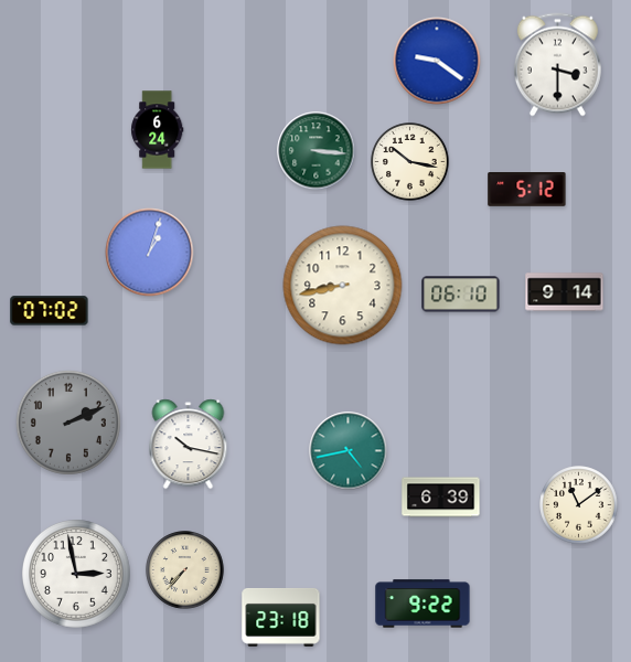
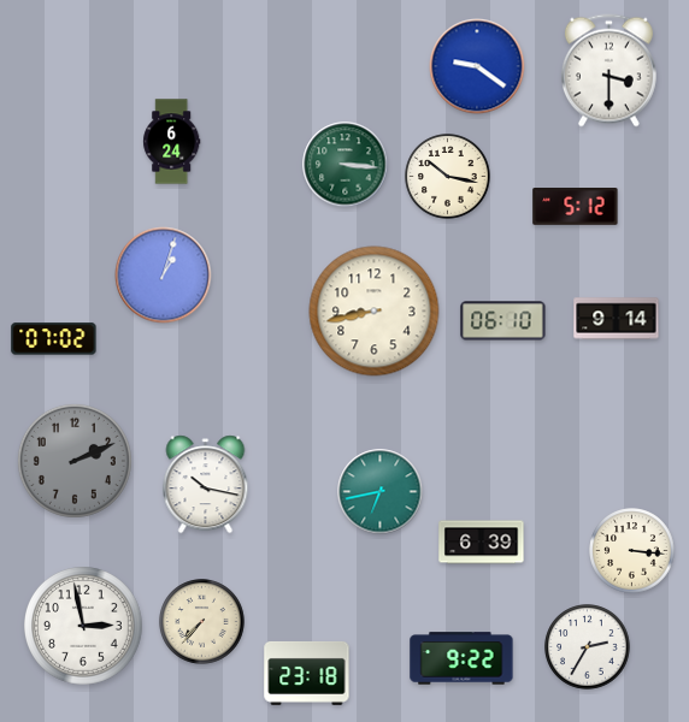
clock at (349, 451): 4:43 -> 6:43
clock at (579, 505): 11:09 -> 3:16
clock at (588, 647): none -> 2:35
